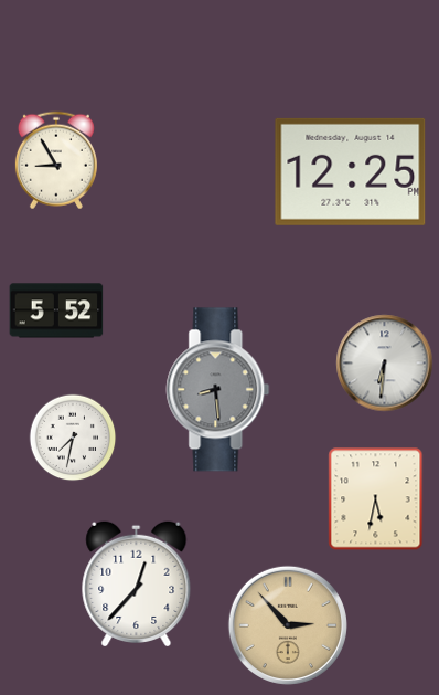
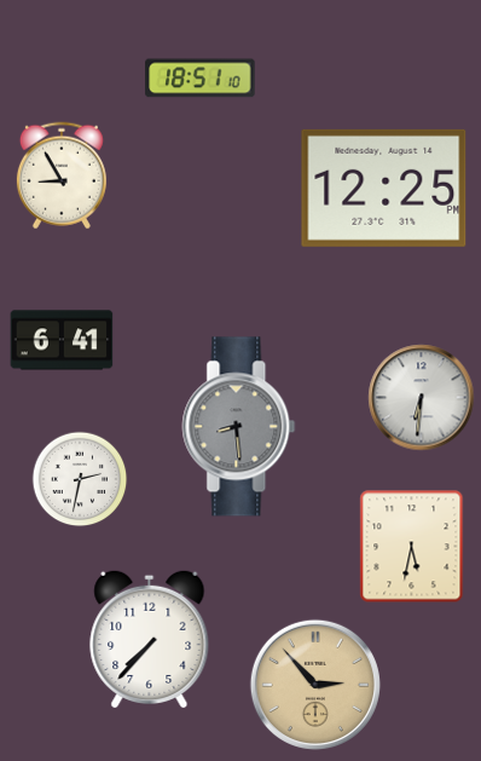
clock at (201, 79): none -> 18:51
clock at (56, 310): 5:52 -> 6:41
clock at (73, 438): 7:32 -> 2:32
clock at (137, 583): 12:37 -> 7:37
